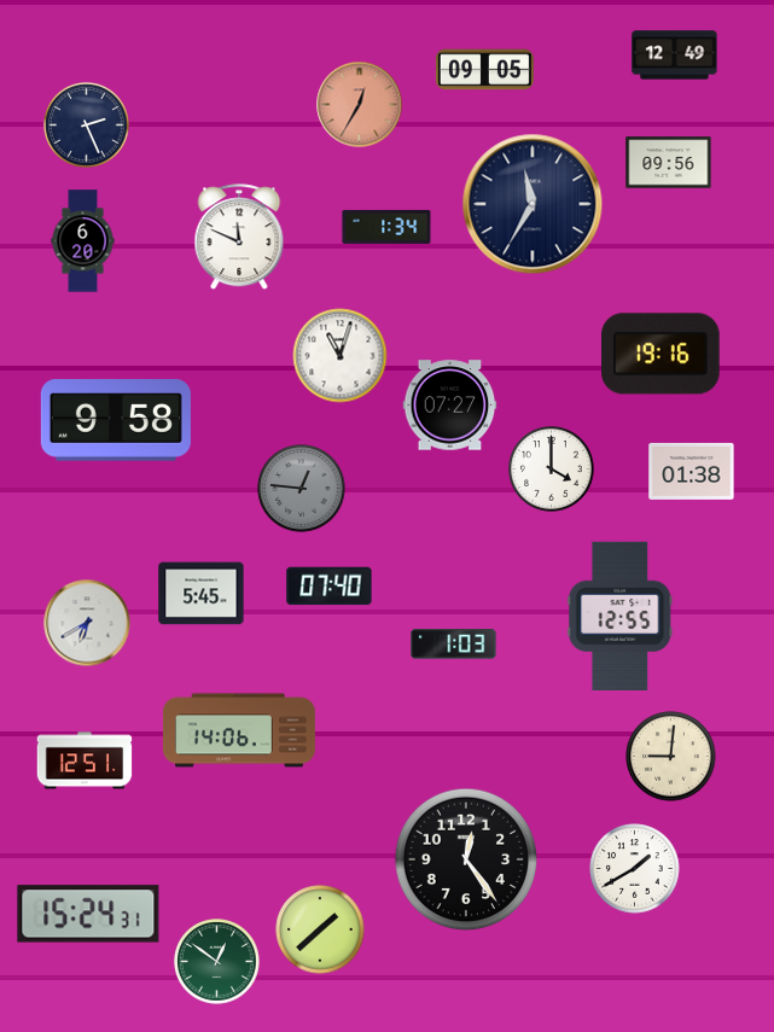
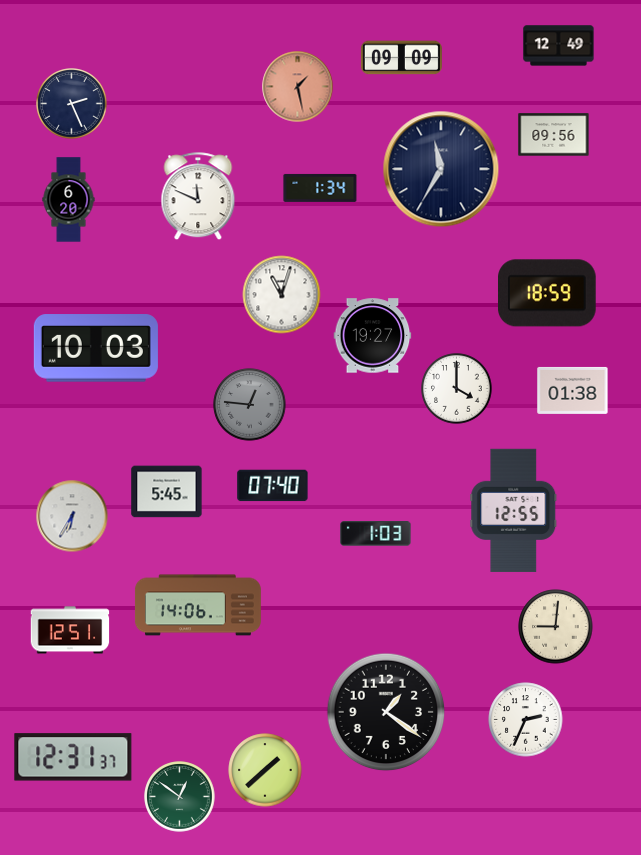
clock at (484, 70): 09:05 -> 09:09
clock at (360, 105): 12:35 -> 1:28
clock at (662, 354): 19:16 -> 18:59
clock at (450, 406): 07:27 -> 19:27
clock at (116, 420): 9:58 -> 10:03
clock at (87, 623): 6:40 -> 6:35
clock at (466, 859): 12:24 -> 1:21
clock at (635, 869): 1:40 -> 2:34
clock at (88, 914): 15:24 -> 12:31
